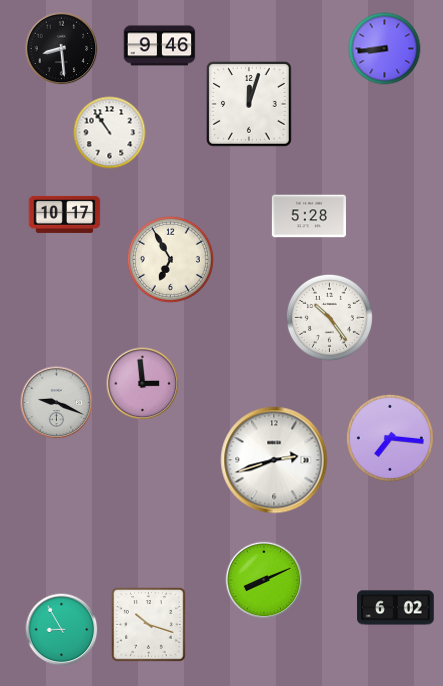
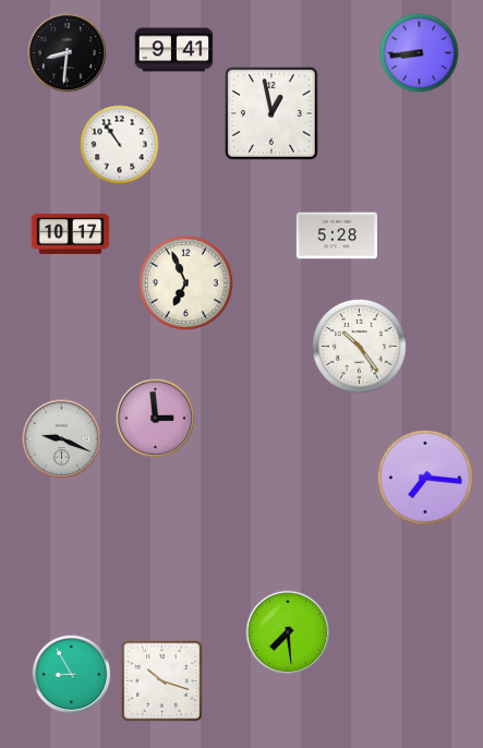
clock at (160, 46): 9:46 -> 9:41
clock at (62, 49): 8:29 -> 8:31
clock at (249, 104): 12:03 -> 12:58
clock at (170, 259): 6:55 -> 6:56
clock at (274, 460): 2:42 -> none
clock at (264, 580): 8:11 -> 7:29
clock at (396, 608): 6:02 -> none
clock at (62, 630) position: (62, 630) -> (72, 675)
